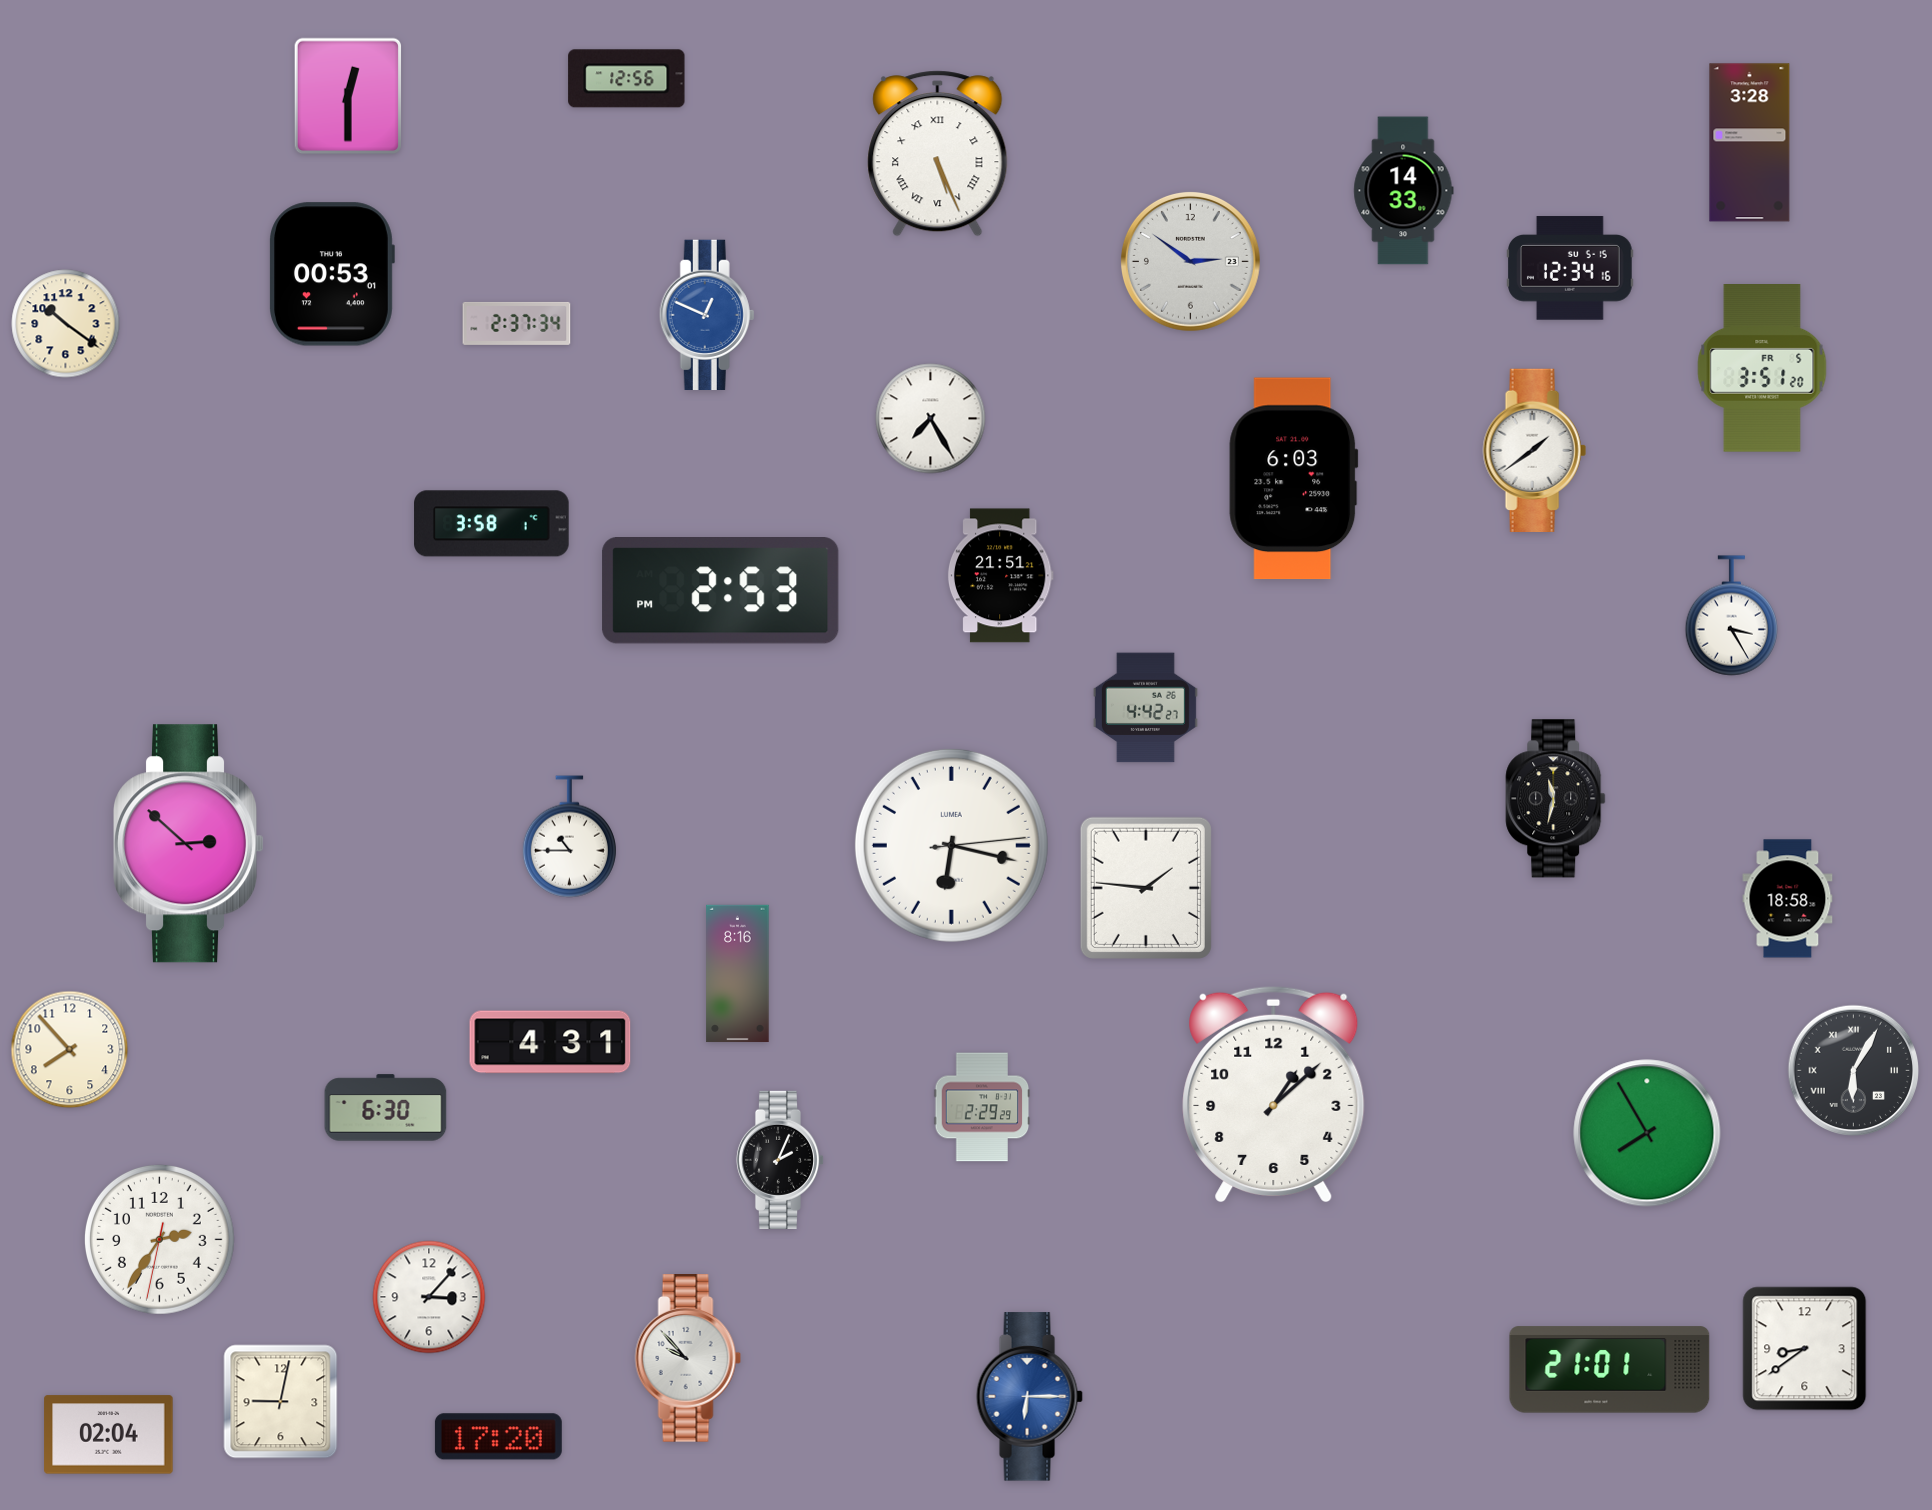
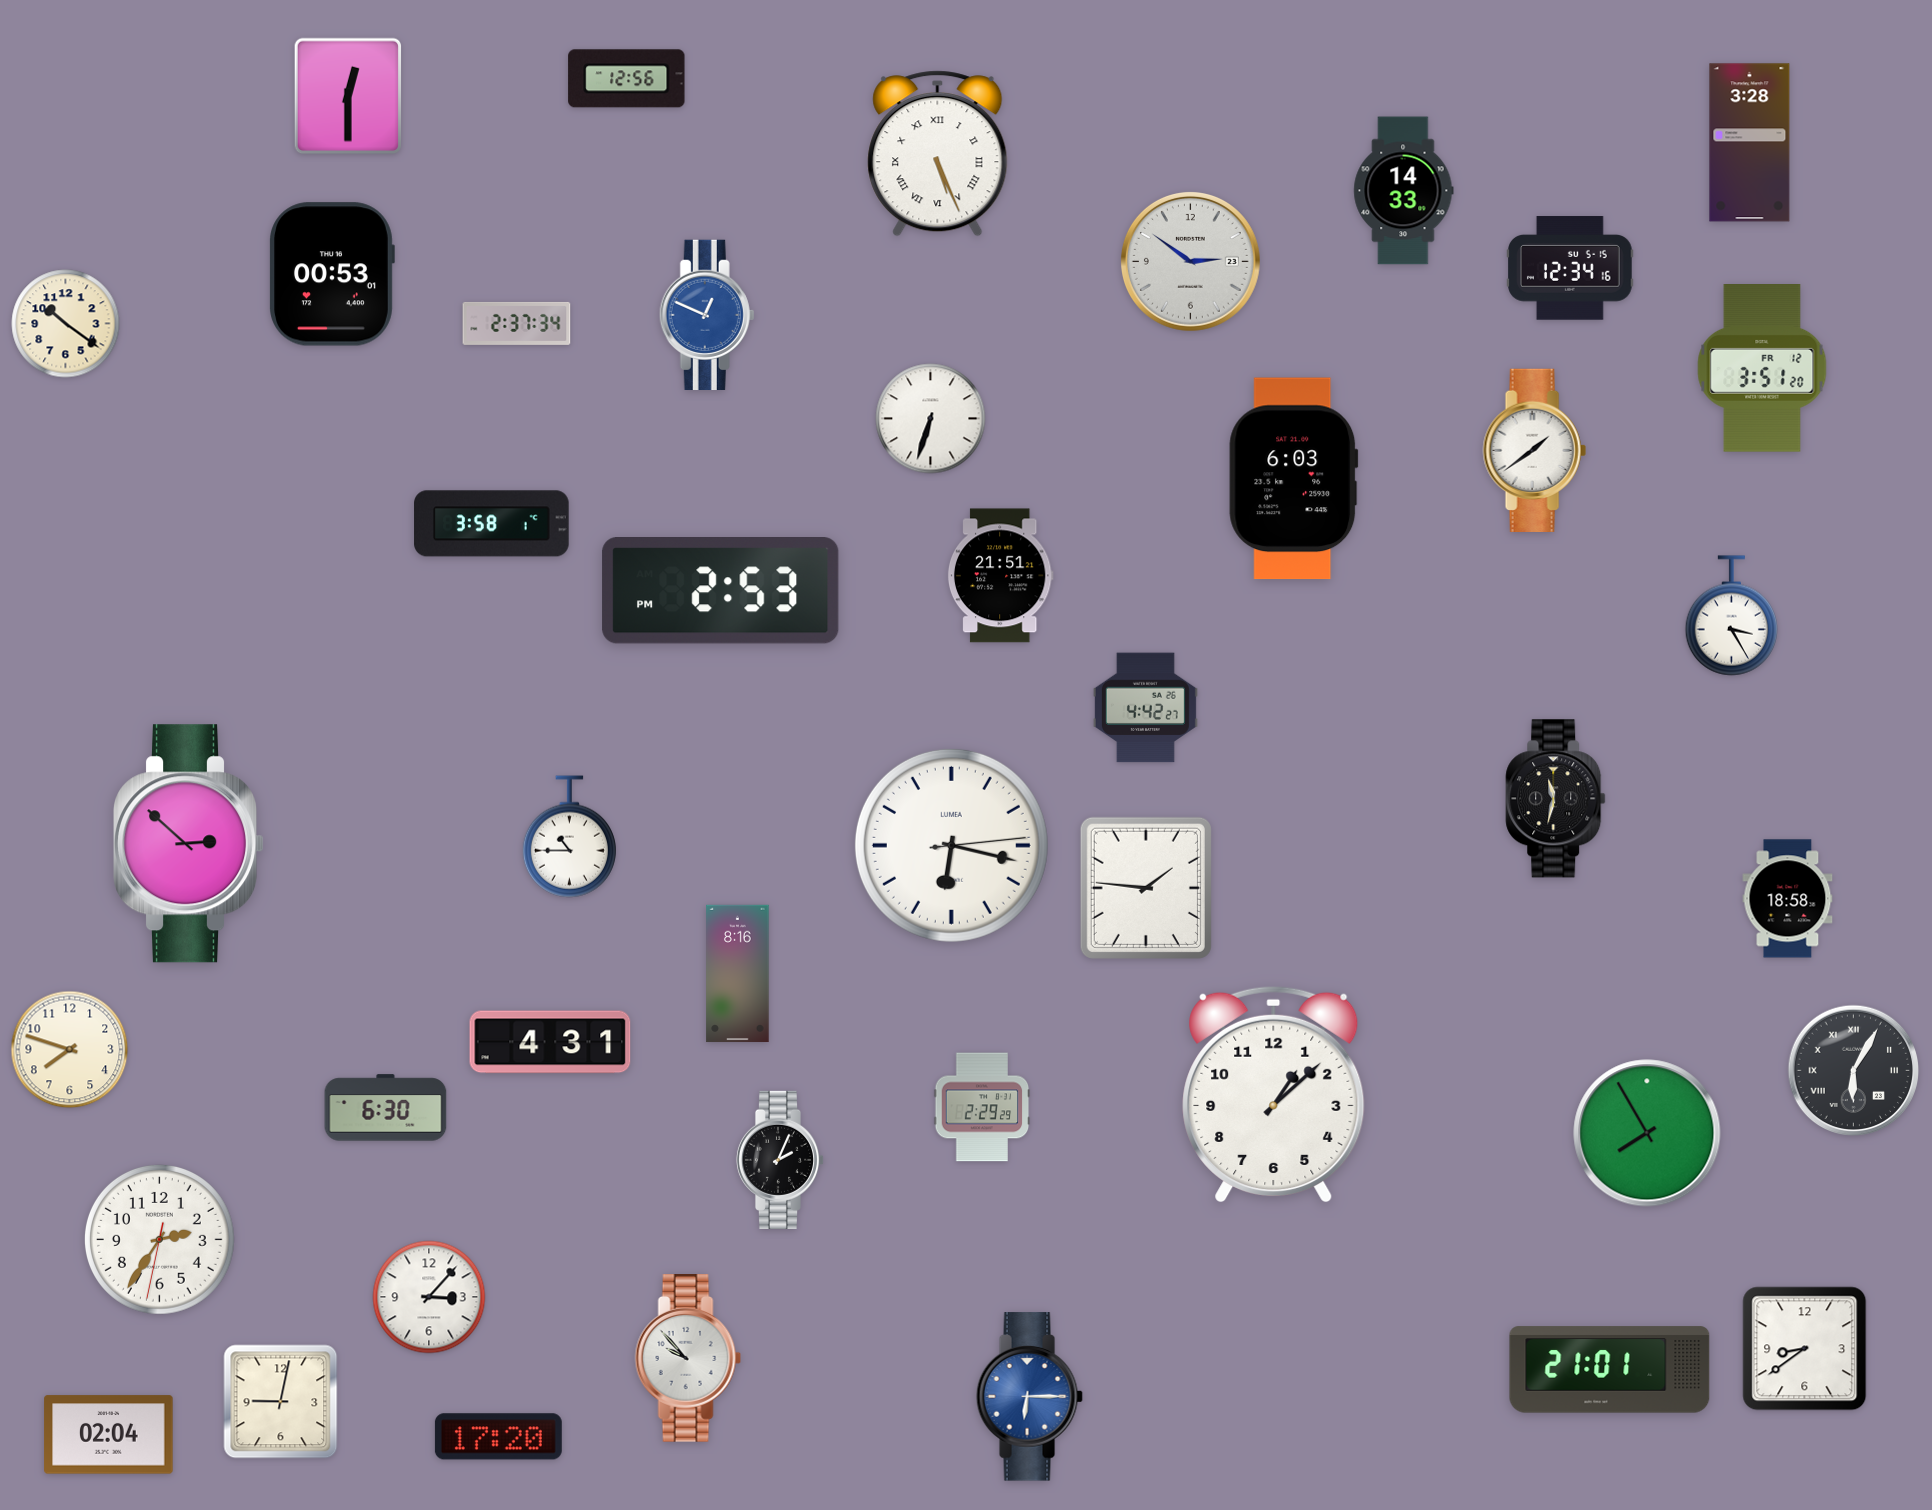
clock at (1762, 369) date: FR 5 -> FR 12
clock at (931, 419): 7:25 -> 6:33
clock at (70, 1050): 7:53 -> 7:48
